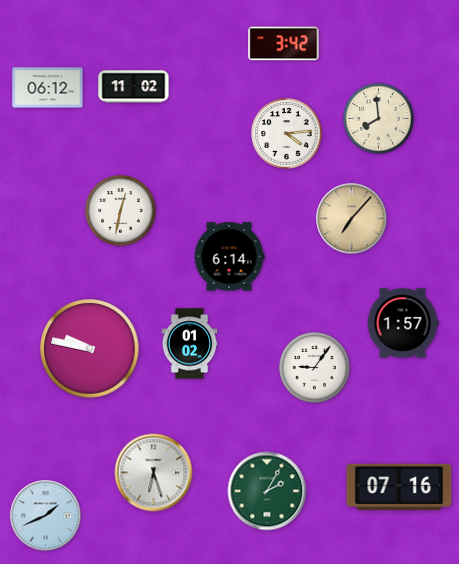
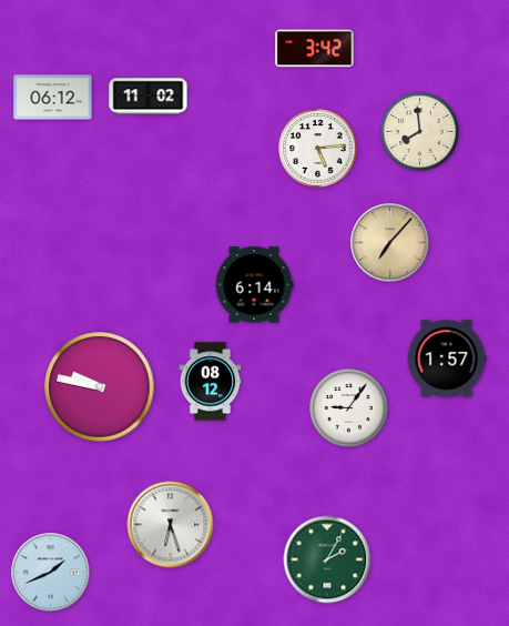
clock at (287, 134): 4:14 -> 5:14
clock at (121, 211): 12:32 -> none
clock at (190, 344): 01:02 -> 08:12
clock at (399, 487): 07:16 -> none
clock at (267, 491) position: (267, 491) -> (327, 559)
